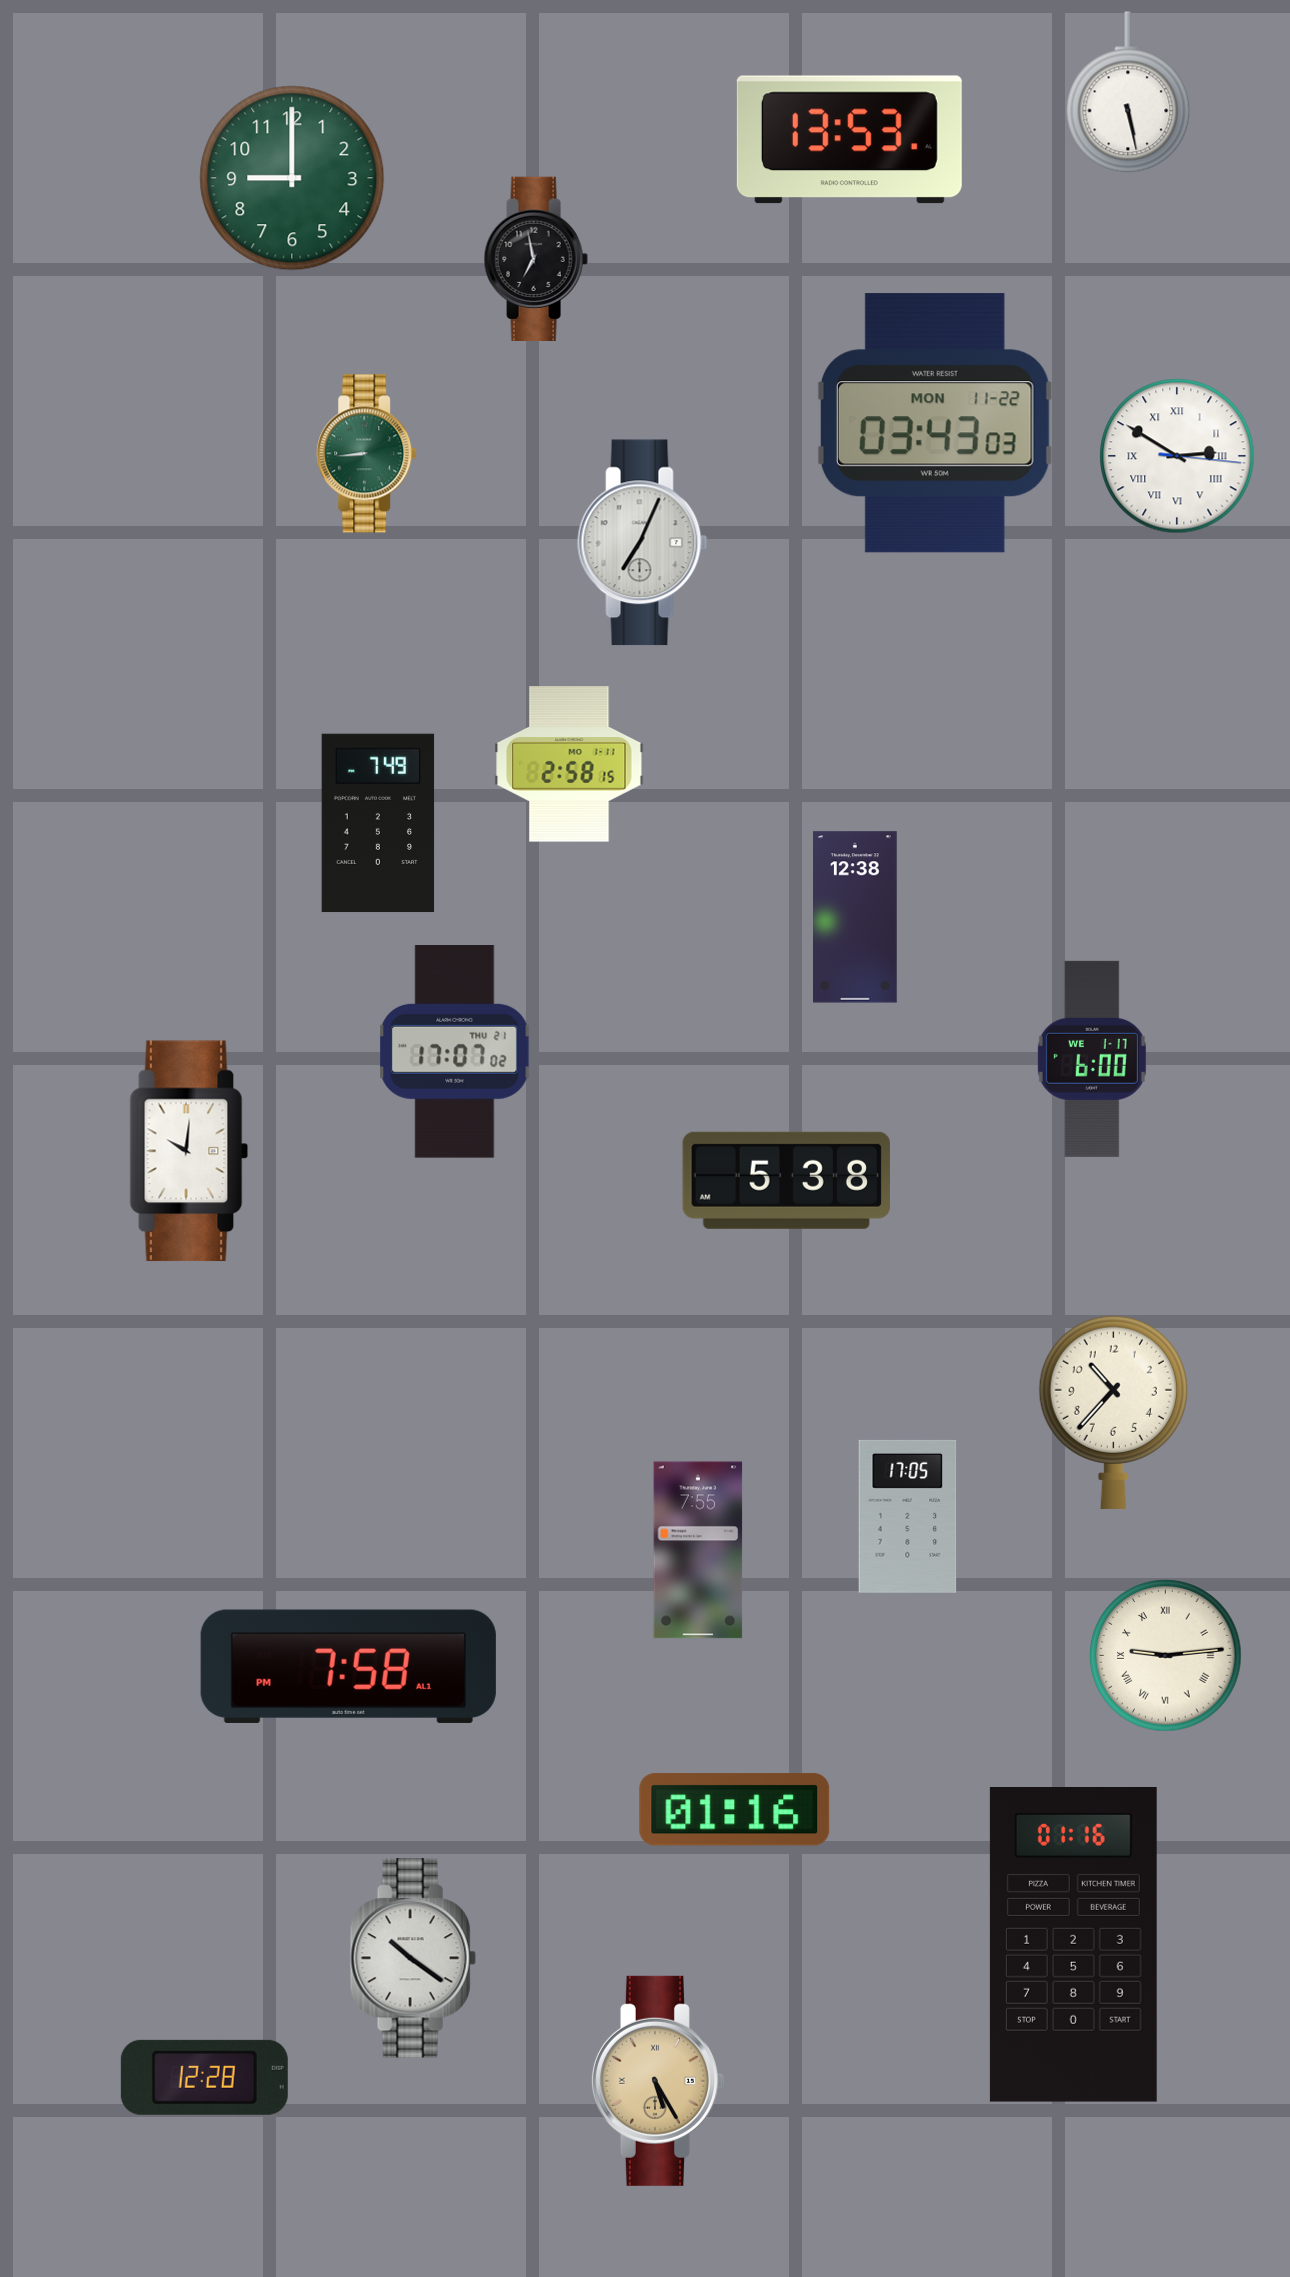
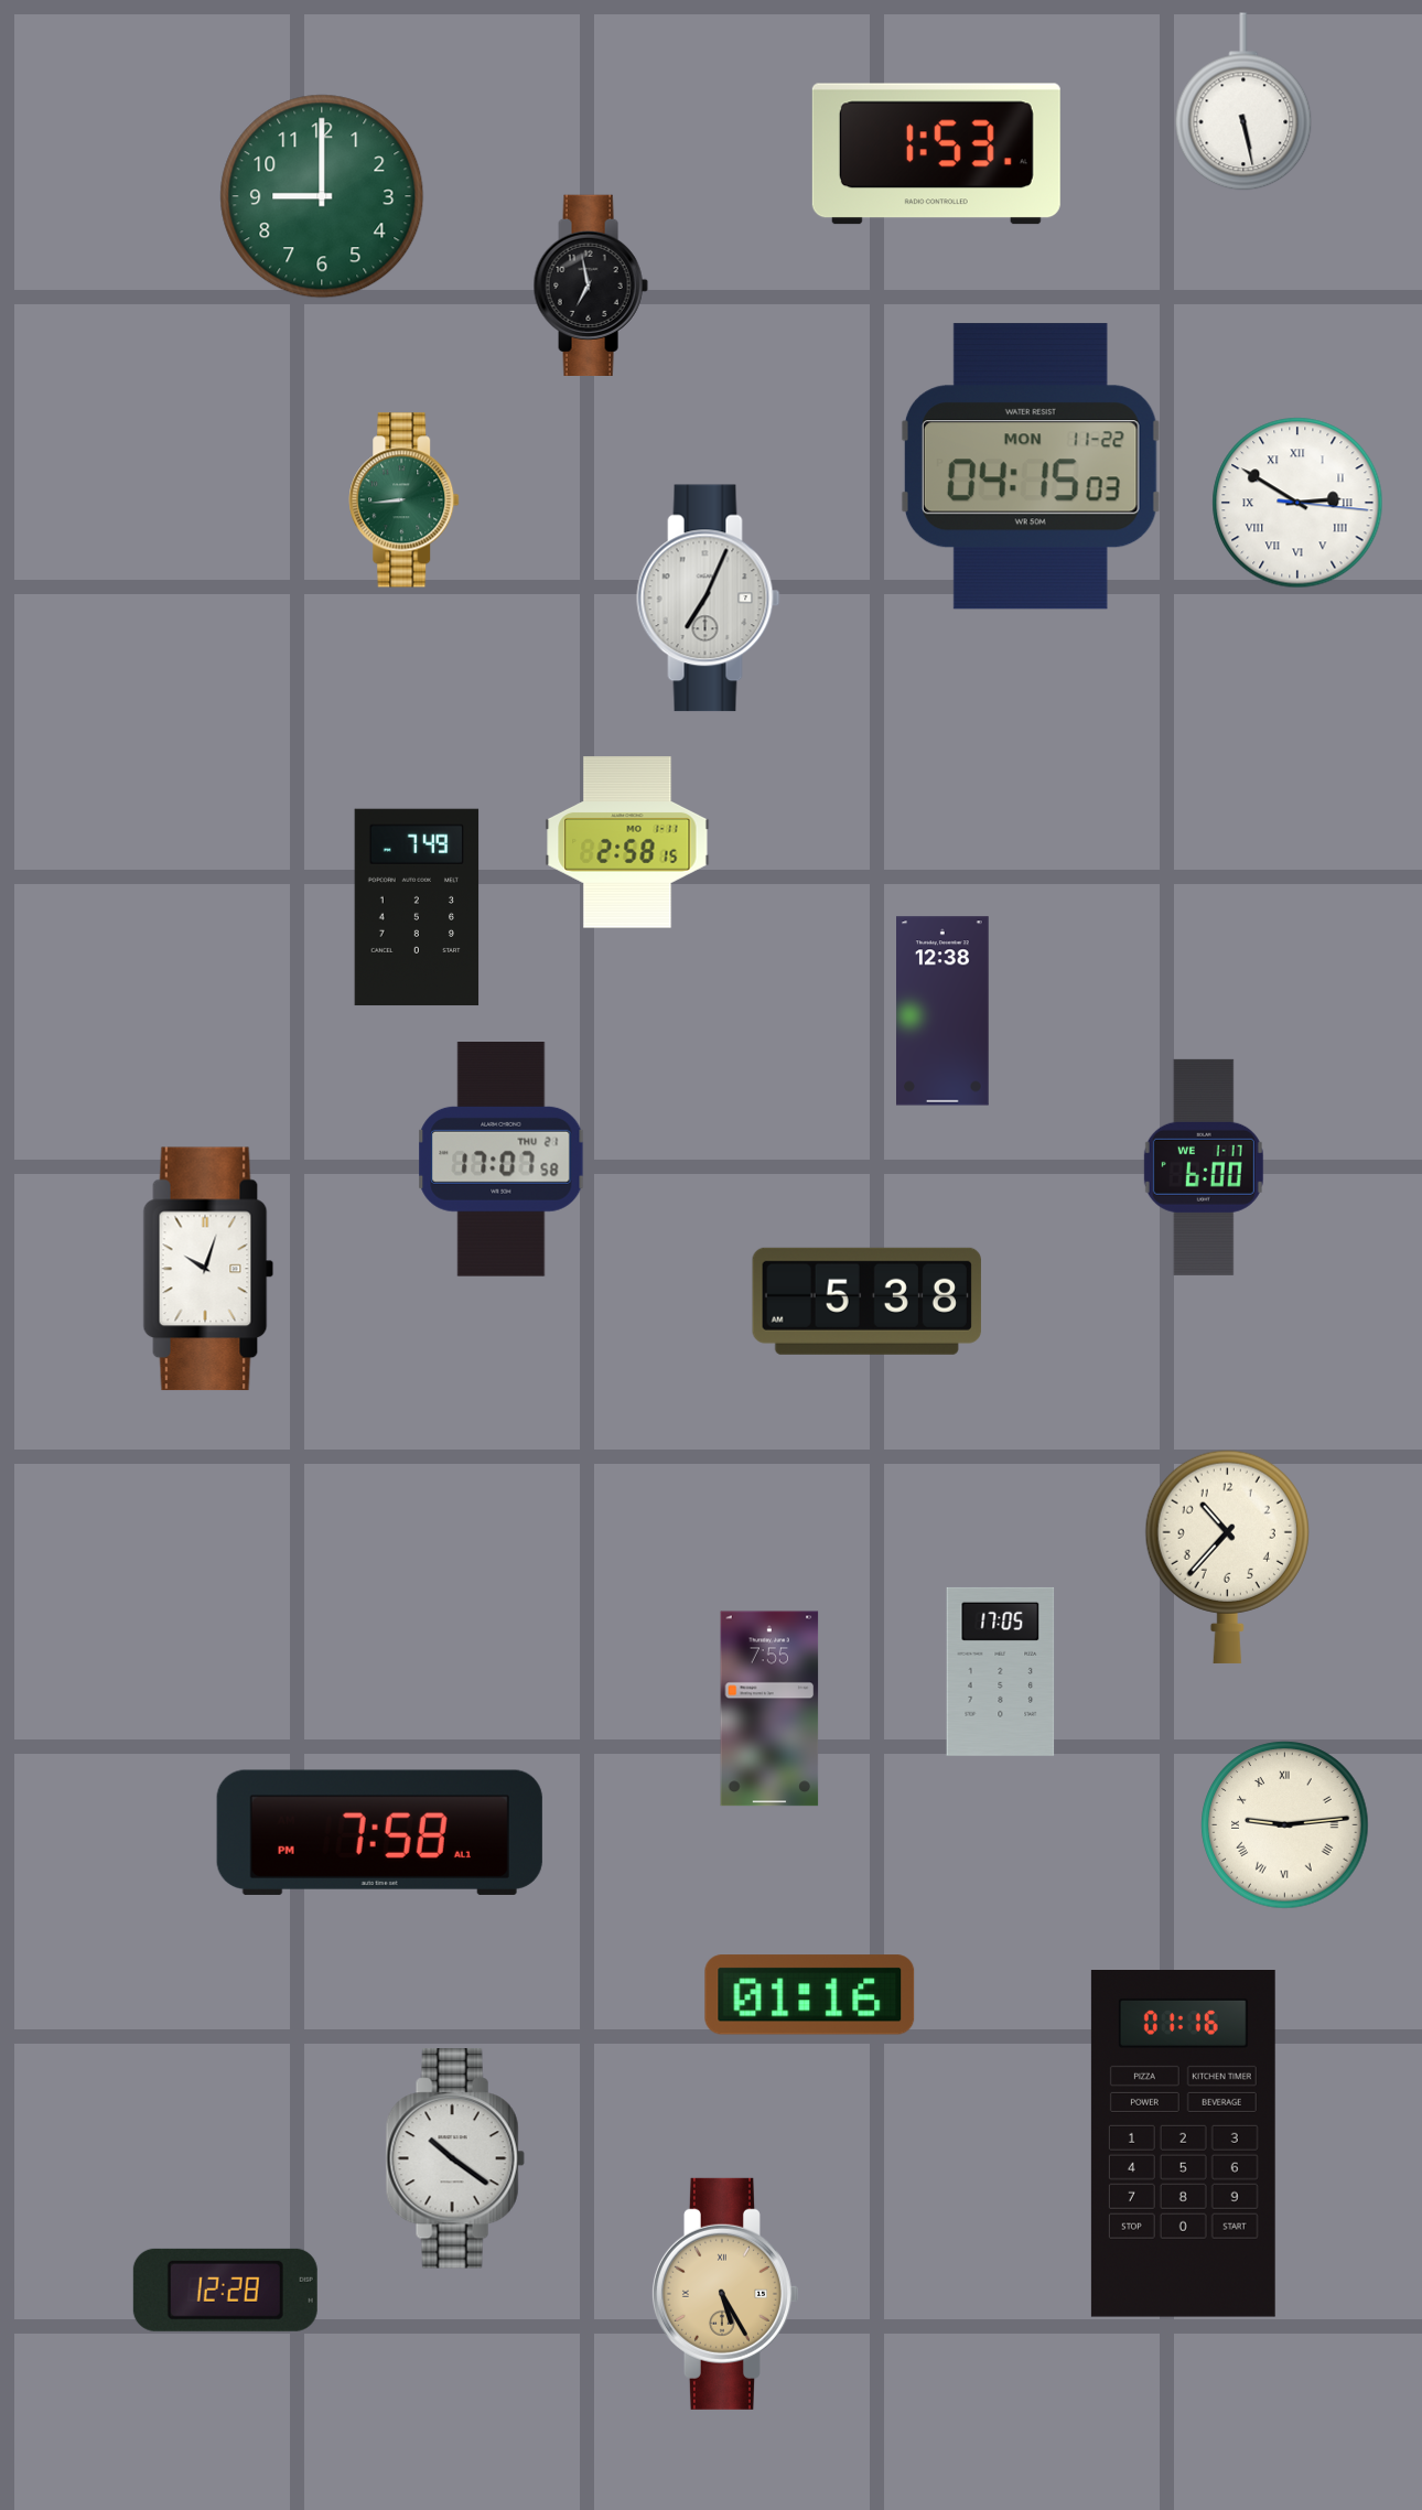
clock at (849, 140): 13:53 -> 1:53
clock at (935, 423): 03:43 -> 04:15
clock at (455, 1052): 17:07:02 -> 17:07:58
clock at (189, 1151): 10:01 -> 10:03
clock at (348, 1666) position: (348, 1666) -> (379, 1832)
